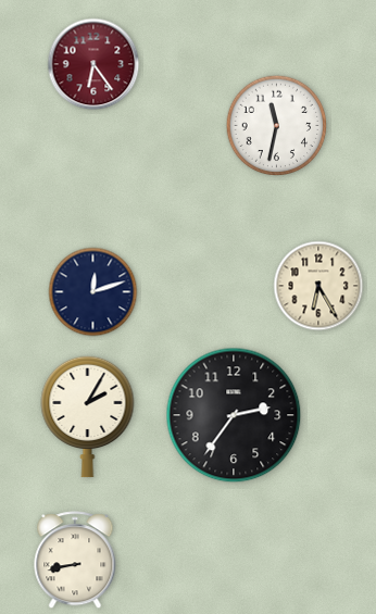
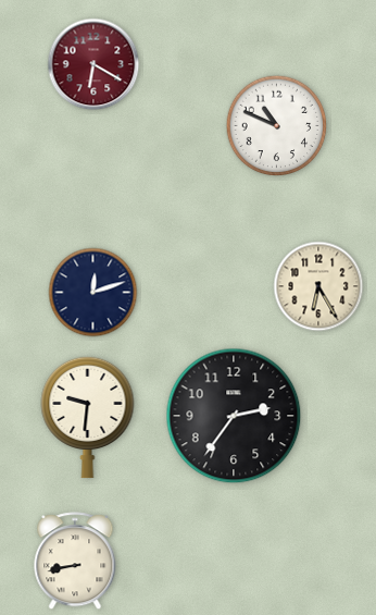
clock at (93, 64): 6:24 -> 6:20
clock at (277, 126): 11:32 -> 10:49
clock at (88, 416): 2:05 -> 9:31
